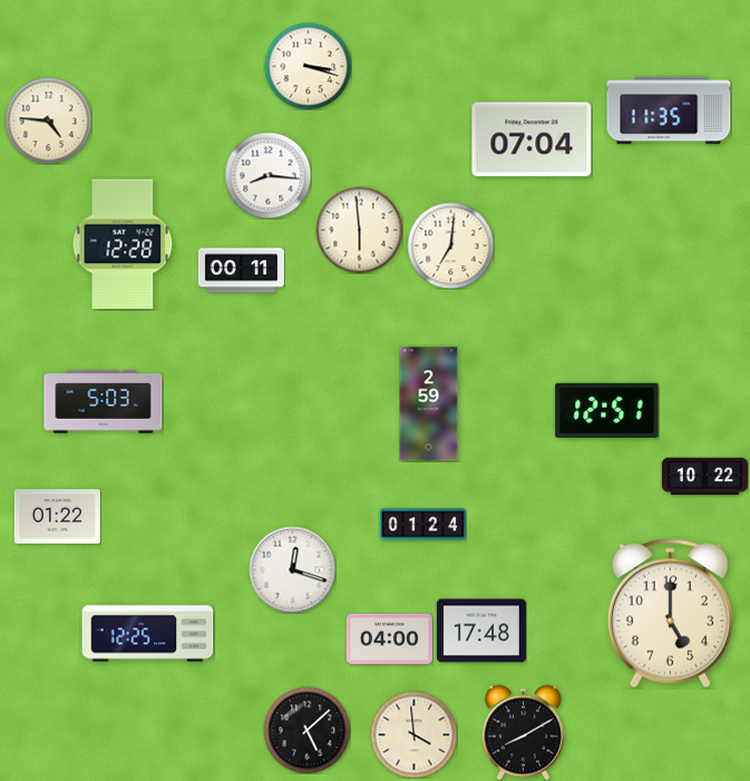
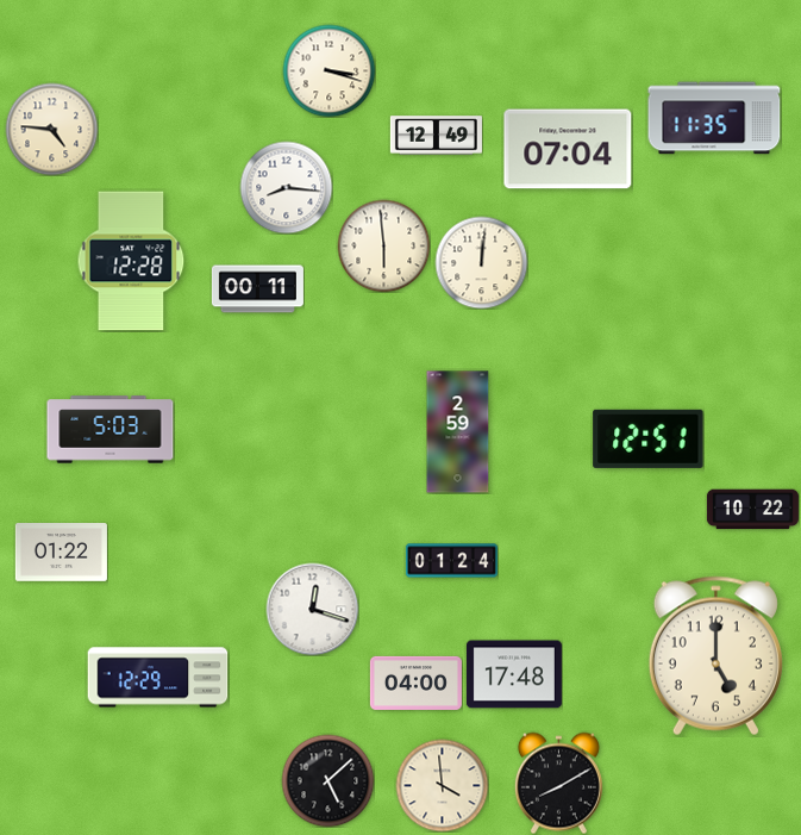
clock at (436, 136): none -> 12:49
clock at (450, 245): 7:01 -> 12:01
clock at (148, 634): 12:25 -> 12:29
